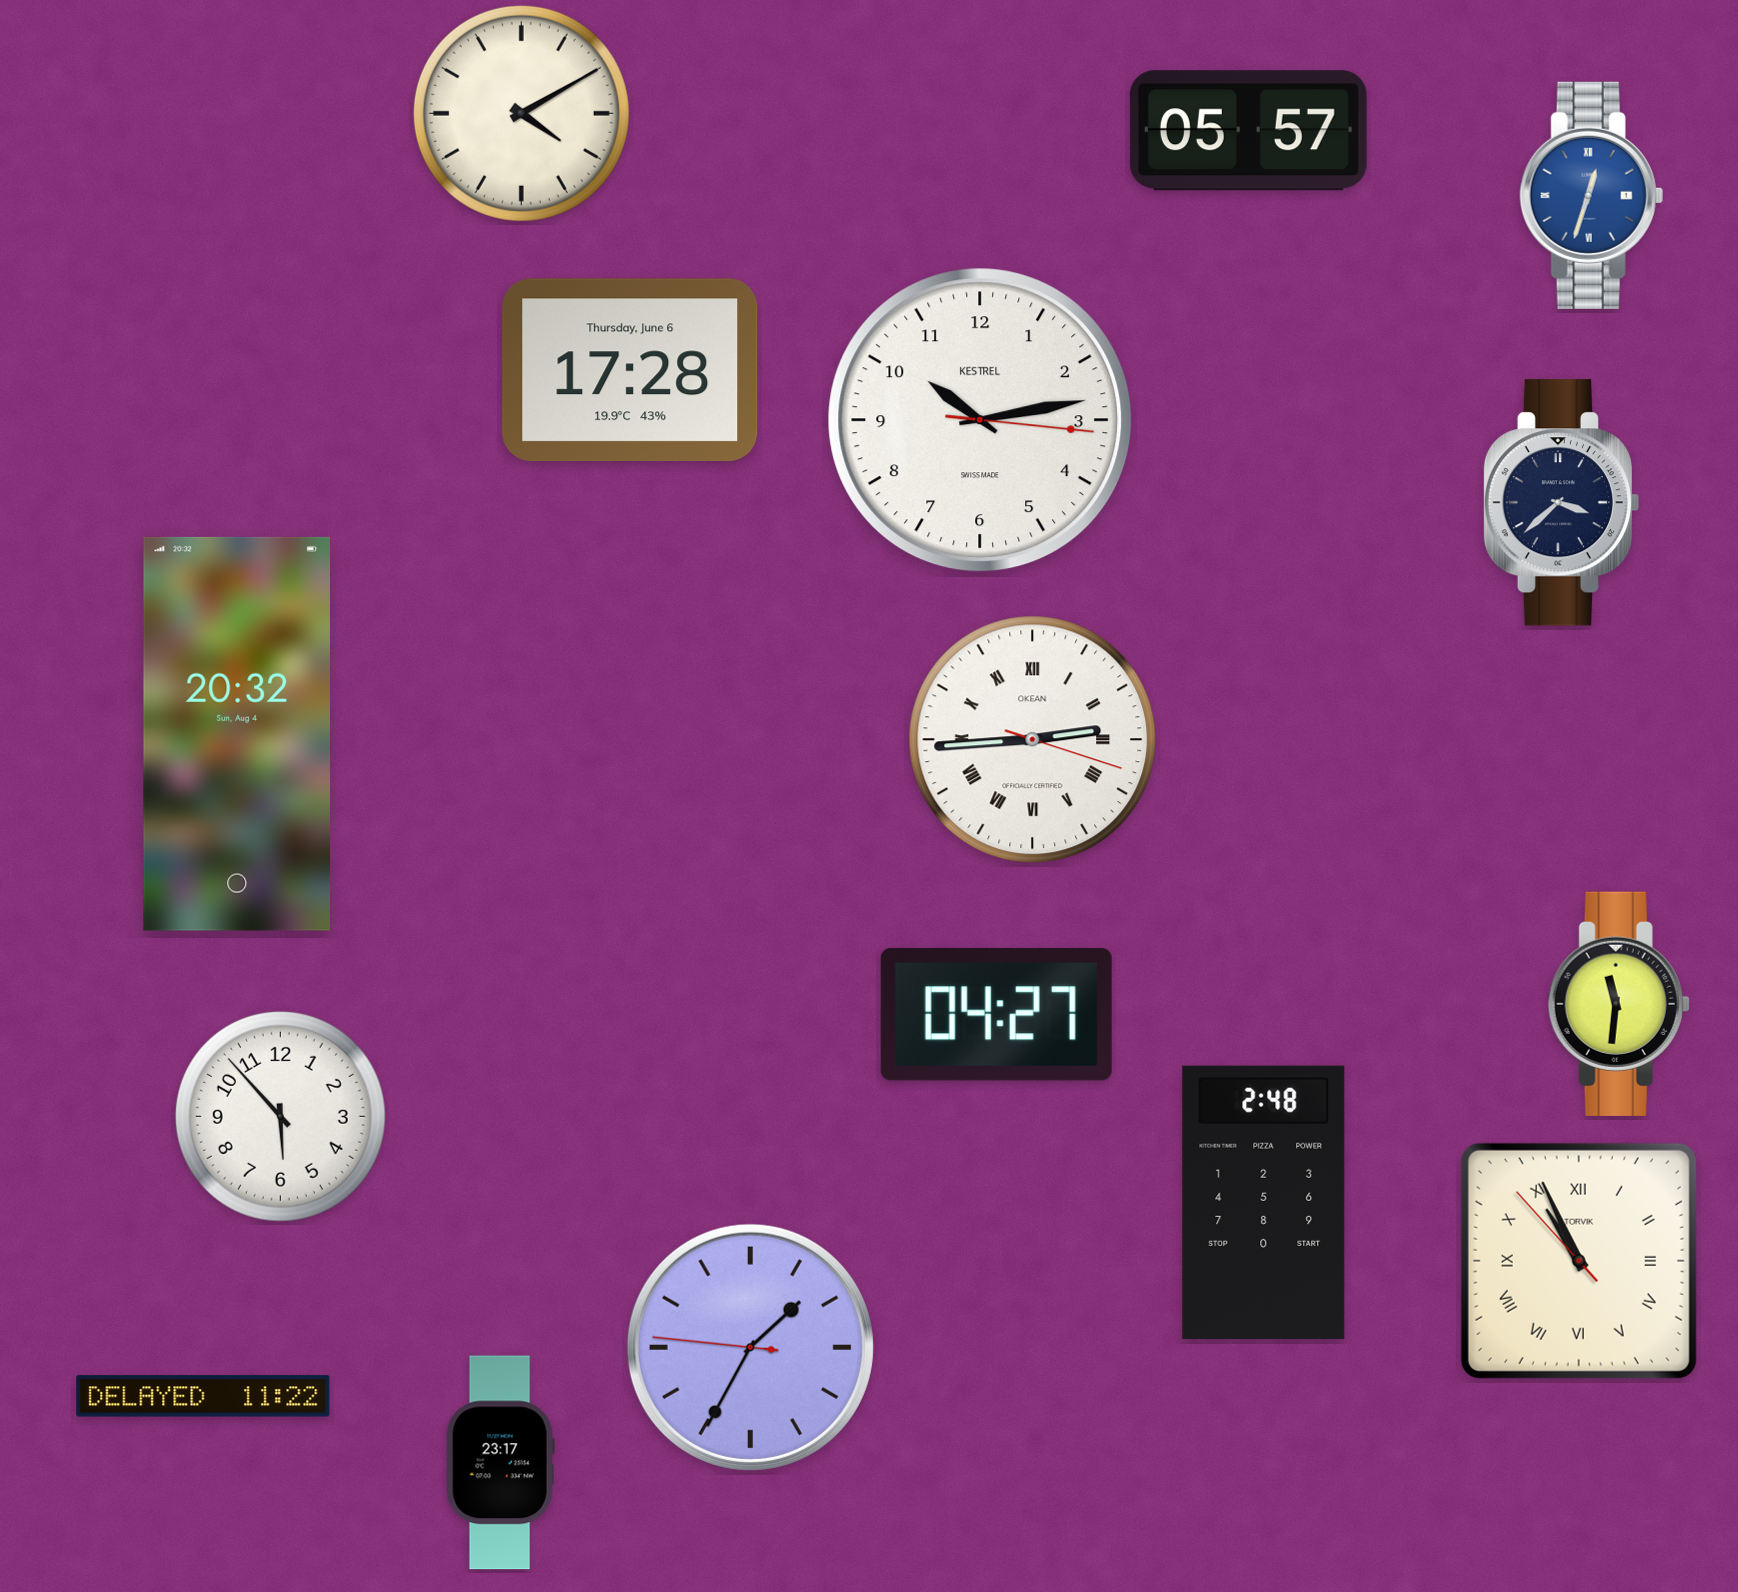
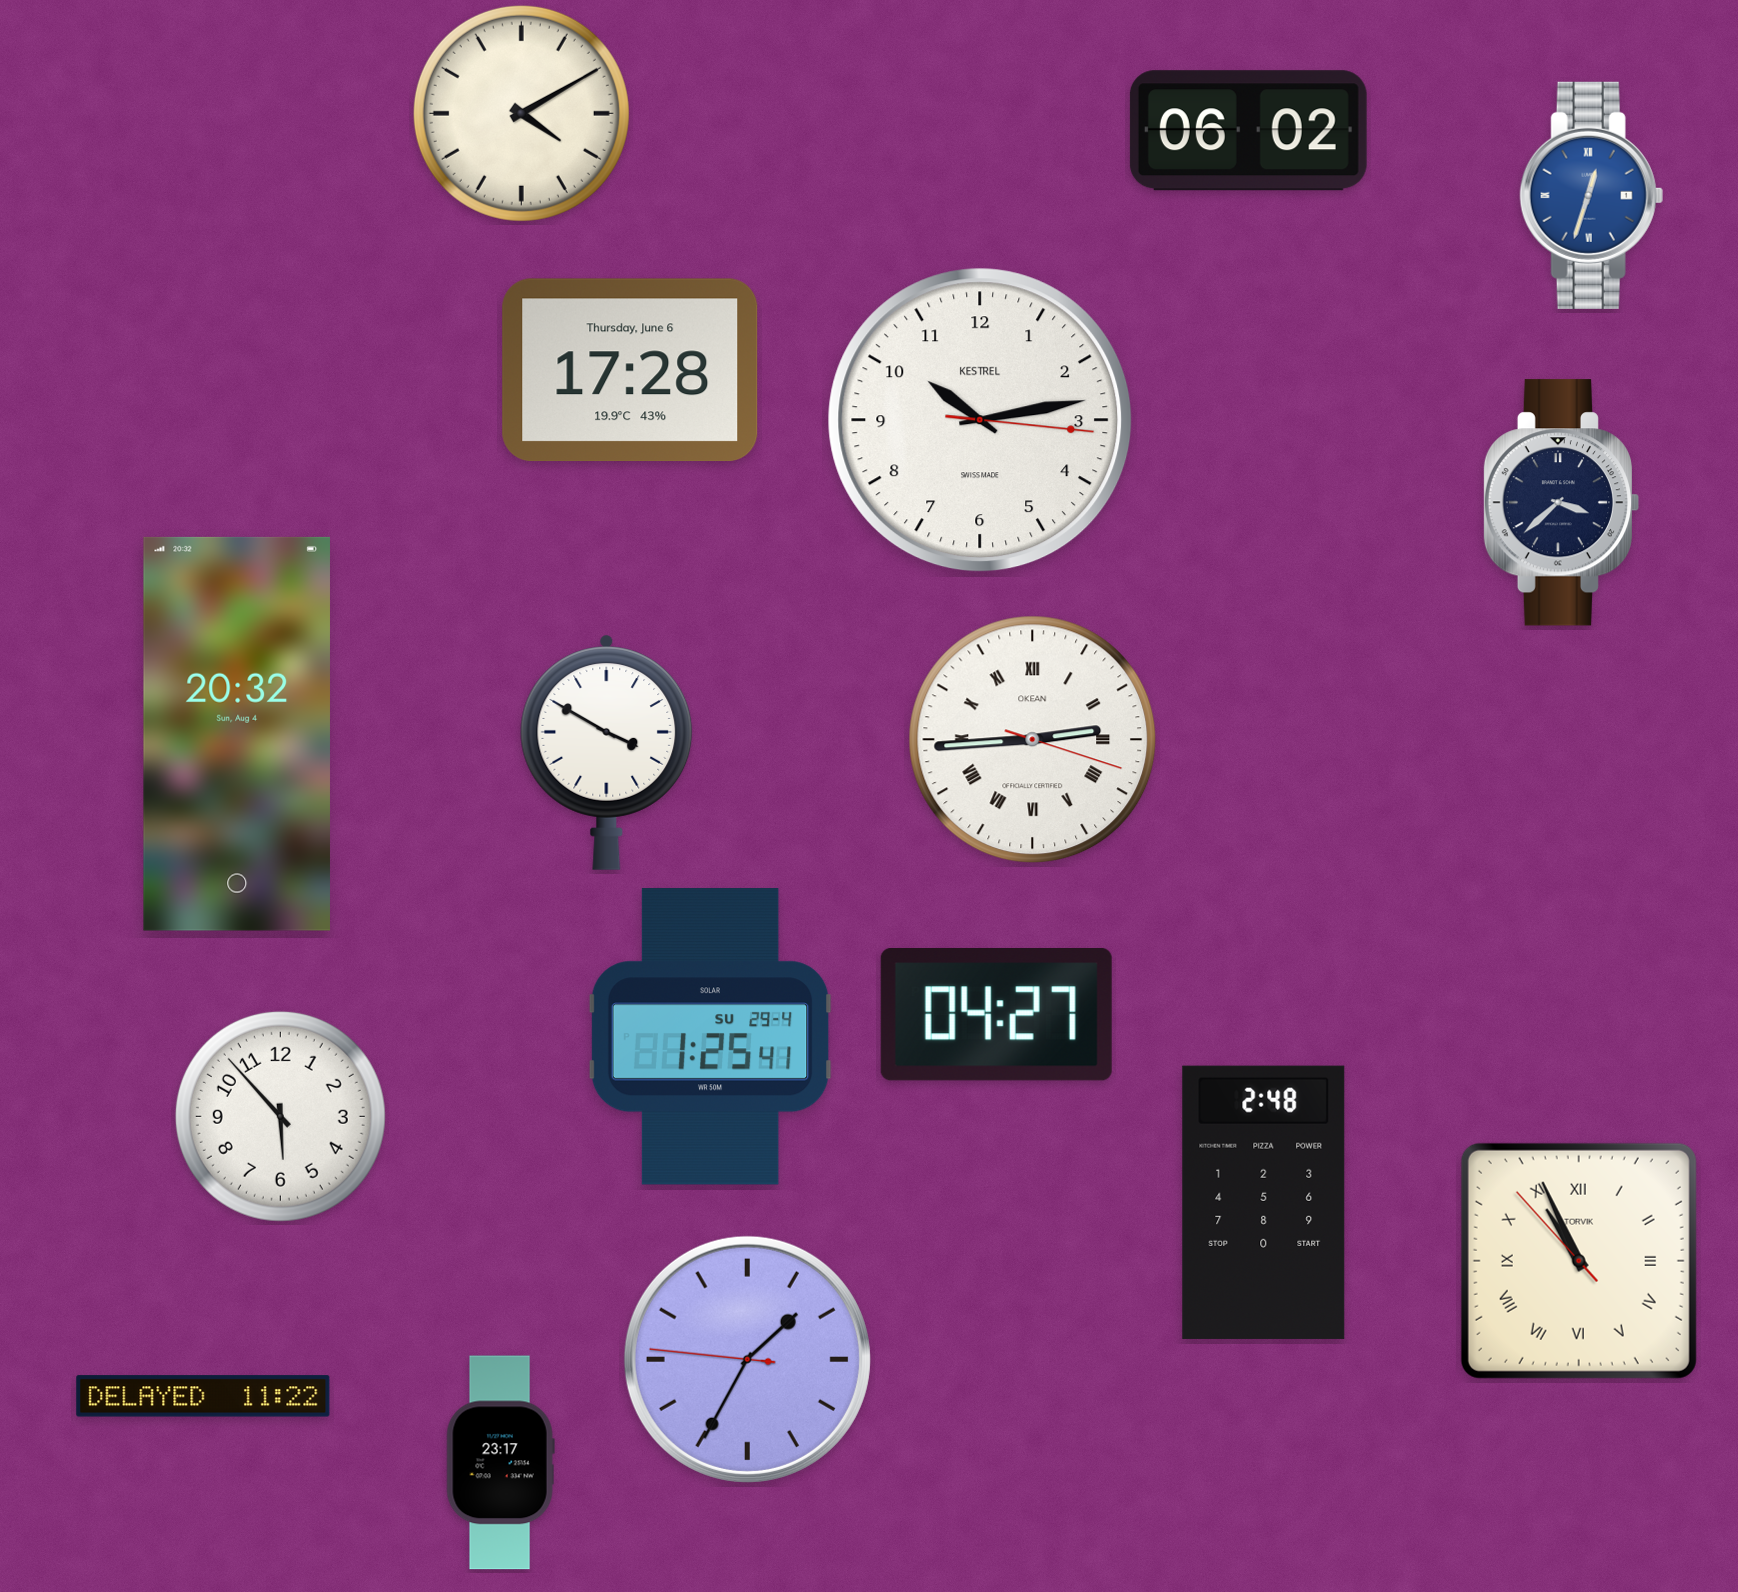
clock at (1248, 131): 05:57 -> 06:02
clock at (607, 752): none -> 3:50
clock at (1619, 1004): 11:31 -> none
clock at (710, 1037): none -> 1:25
clock at (750, 1347) position: (750, 1347) -> (747, 1359)
